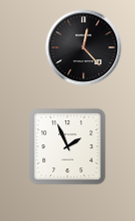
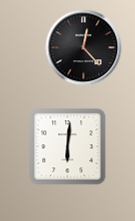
clock at (68, 147): 1:56 -> 6:01
